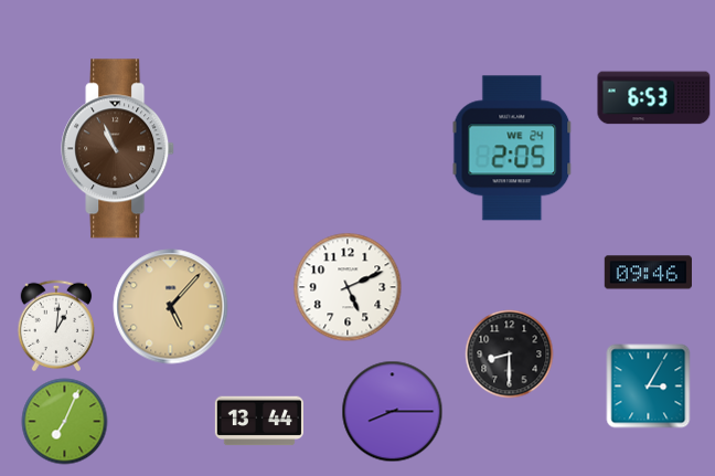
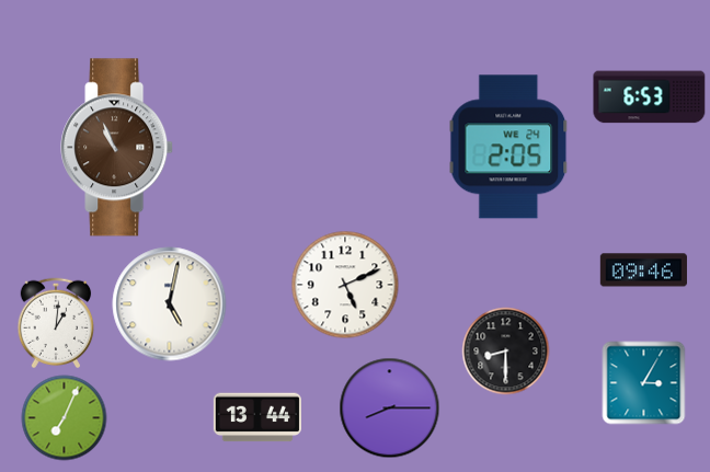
clock at (171, 307): 5:07 -> 5:02
clock at (171, 307) dial: champagne -> white
